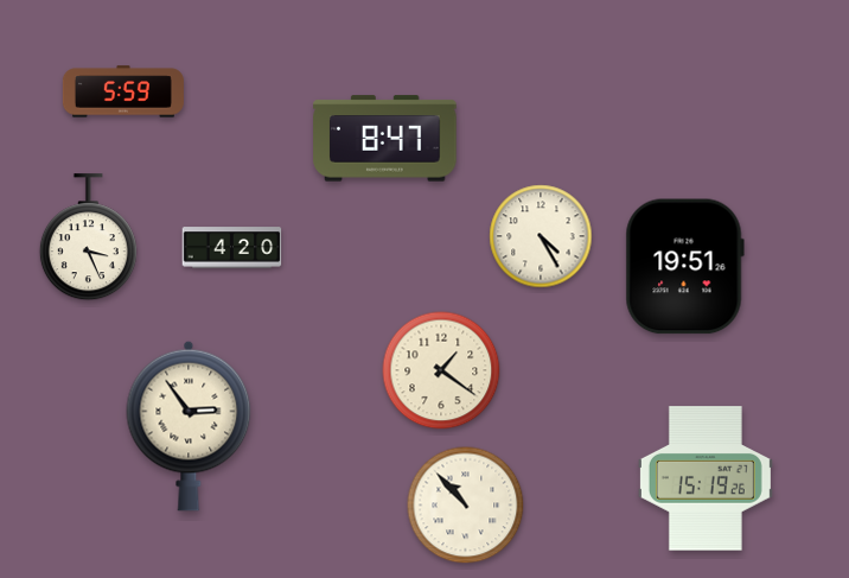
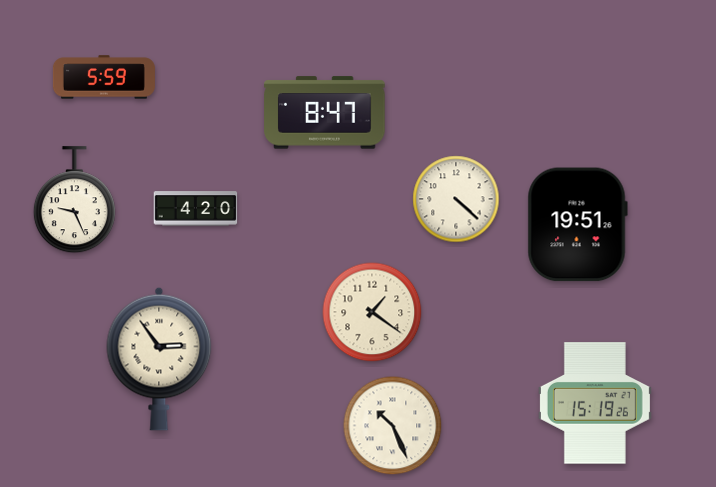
clock at (385, 139) position: (385, 139) -> (325, 113)
clock at (541, 236): 4:25 -> 4:22
clock at (88, 237): 3:26 -> 9:26
clock at (466, 506): 10:53 -> 10:26
